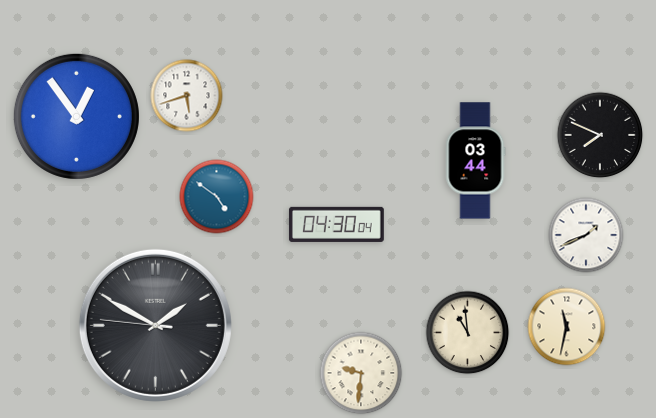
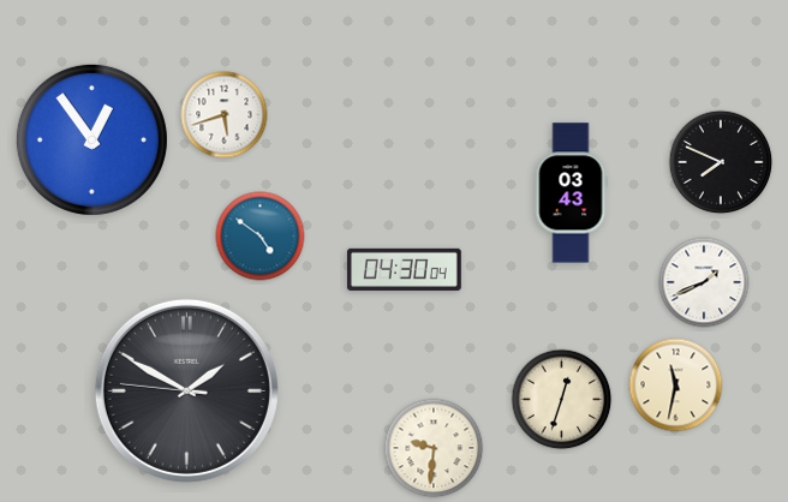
clock at (475, 161): 03:44 -> 03:43
clock at (567, 327) position: (567, 327) -> (676, 386)
clock at (468, 333): 10:59 -> 12:33
